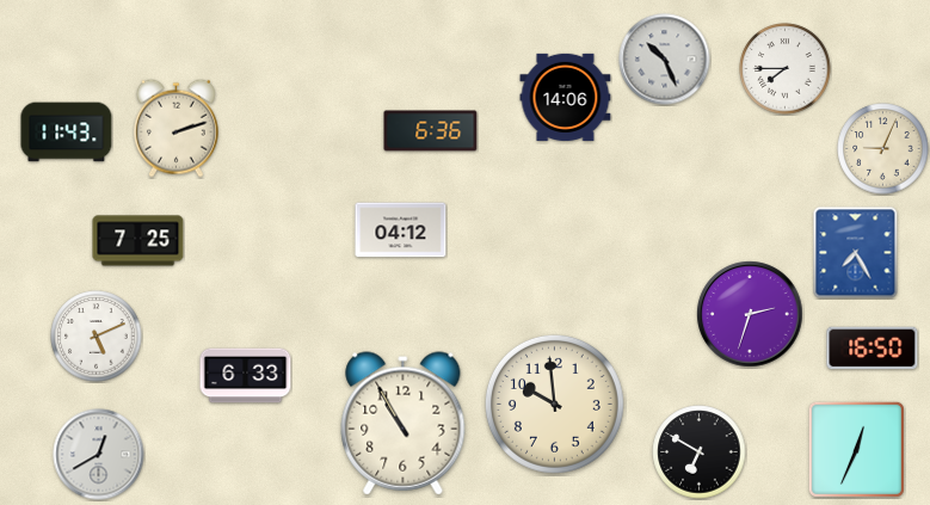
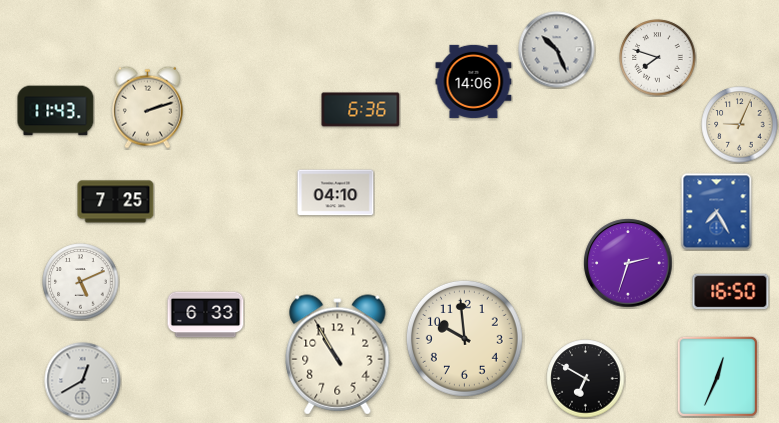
clock at (786, 69): 7:45 -> 7:48
clock at (401, 230): 04:12 -> 04:10
